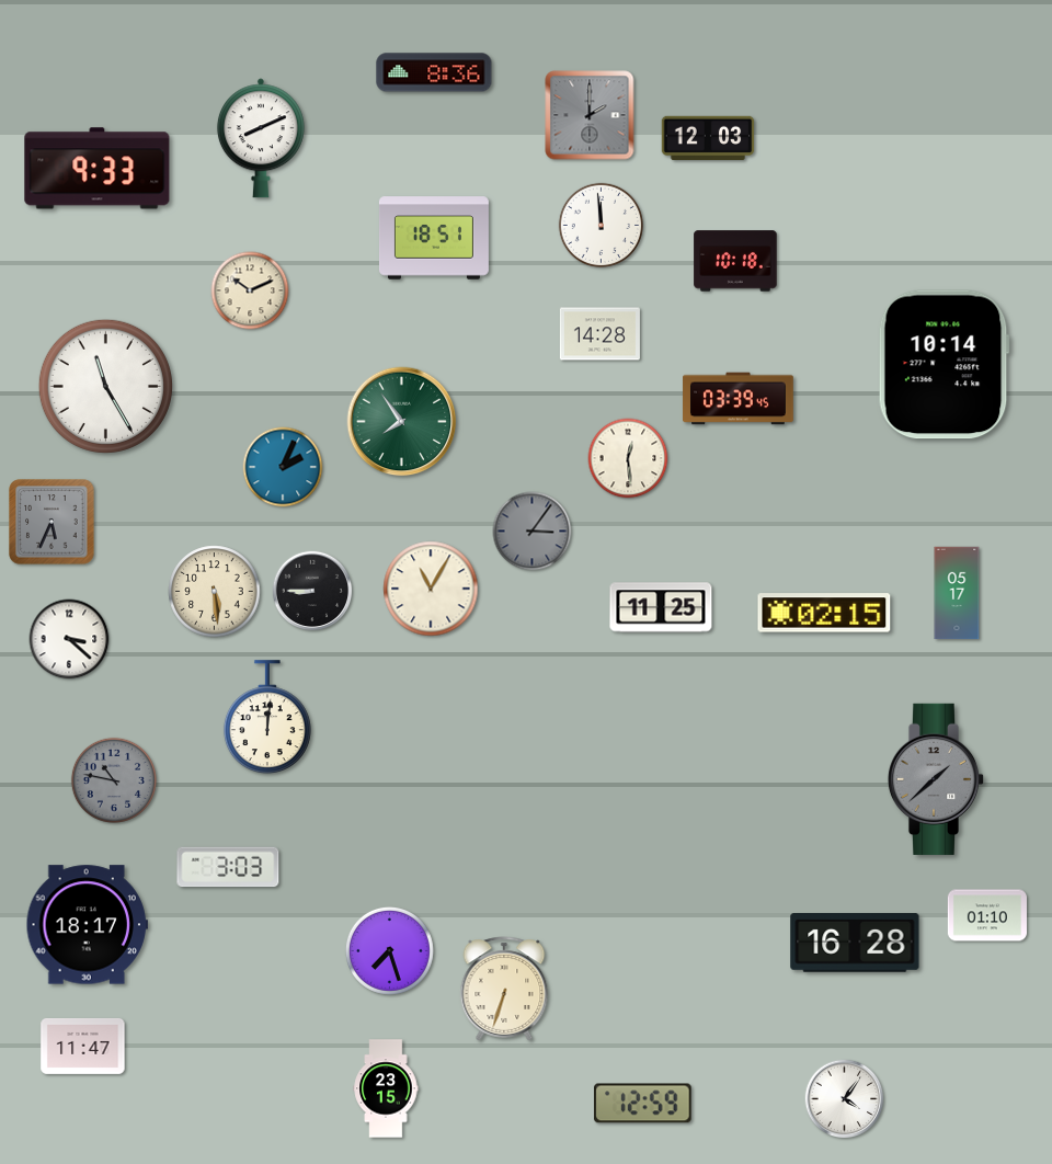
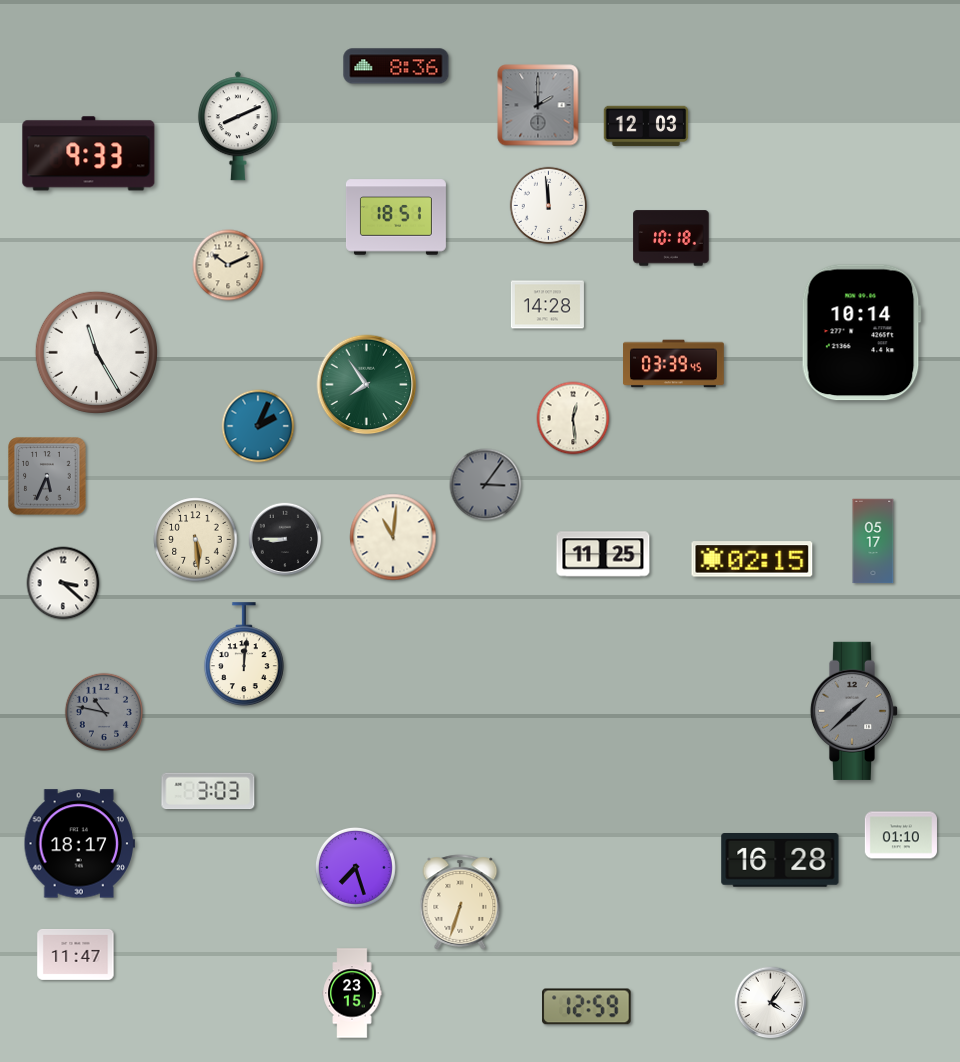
clock at (431, 589): 11:05 -> 11:01
